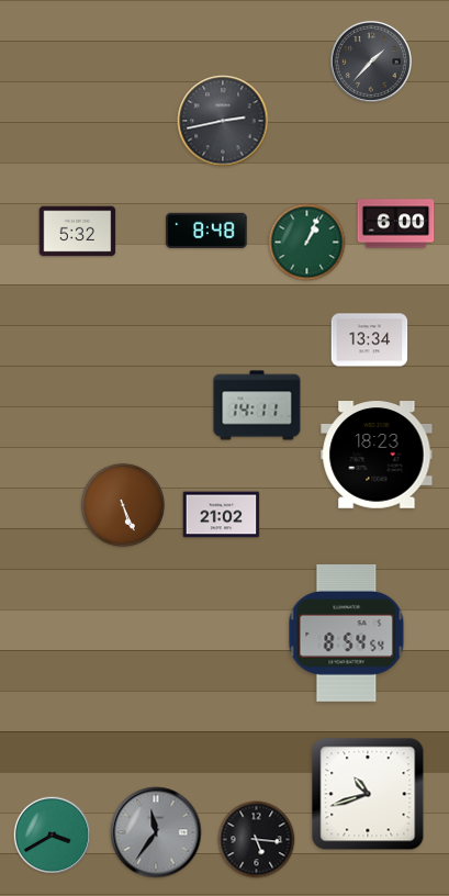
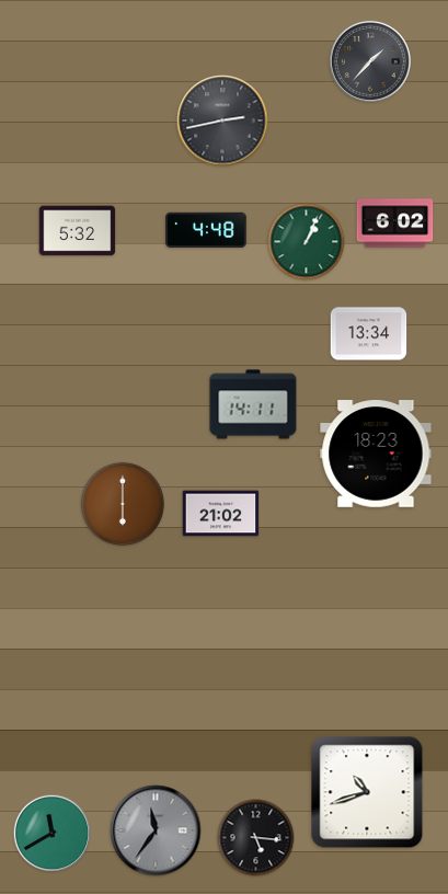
clock at (396, 224): 6:00 -> 6:02
clock at (206, 229): 8:48 -> 4:48
clock at (370, 340) position: (370, 340) -> (369, 334)
clock at (257, 405) position: (257, 405) -> (253, 404)
clock at (123, 505): 5:26 -> 6:00
clock at (347, 632): 8:54 -> none
clock at (53, 836): 3:40 -> 11:40
